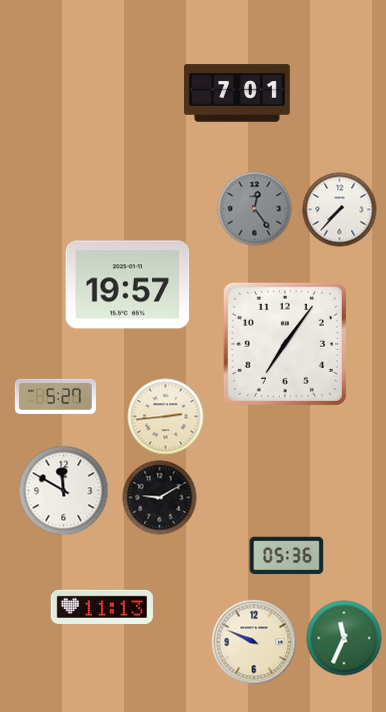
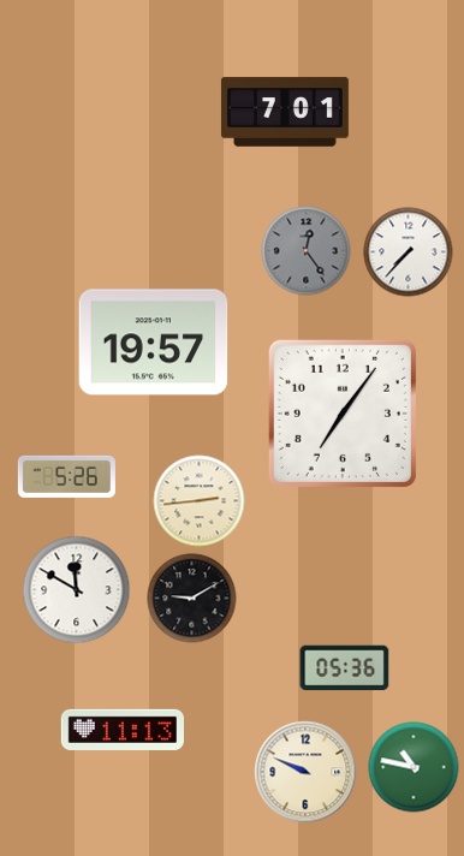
clock at (55, 396): 5:27 -> 5:26
clock at (344, 638): 11:34 -> 10:47
